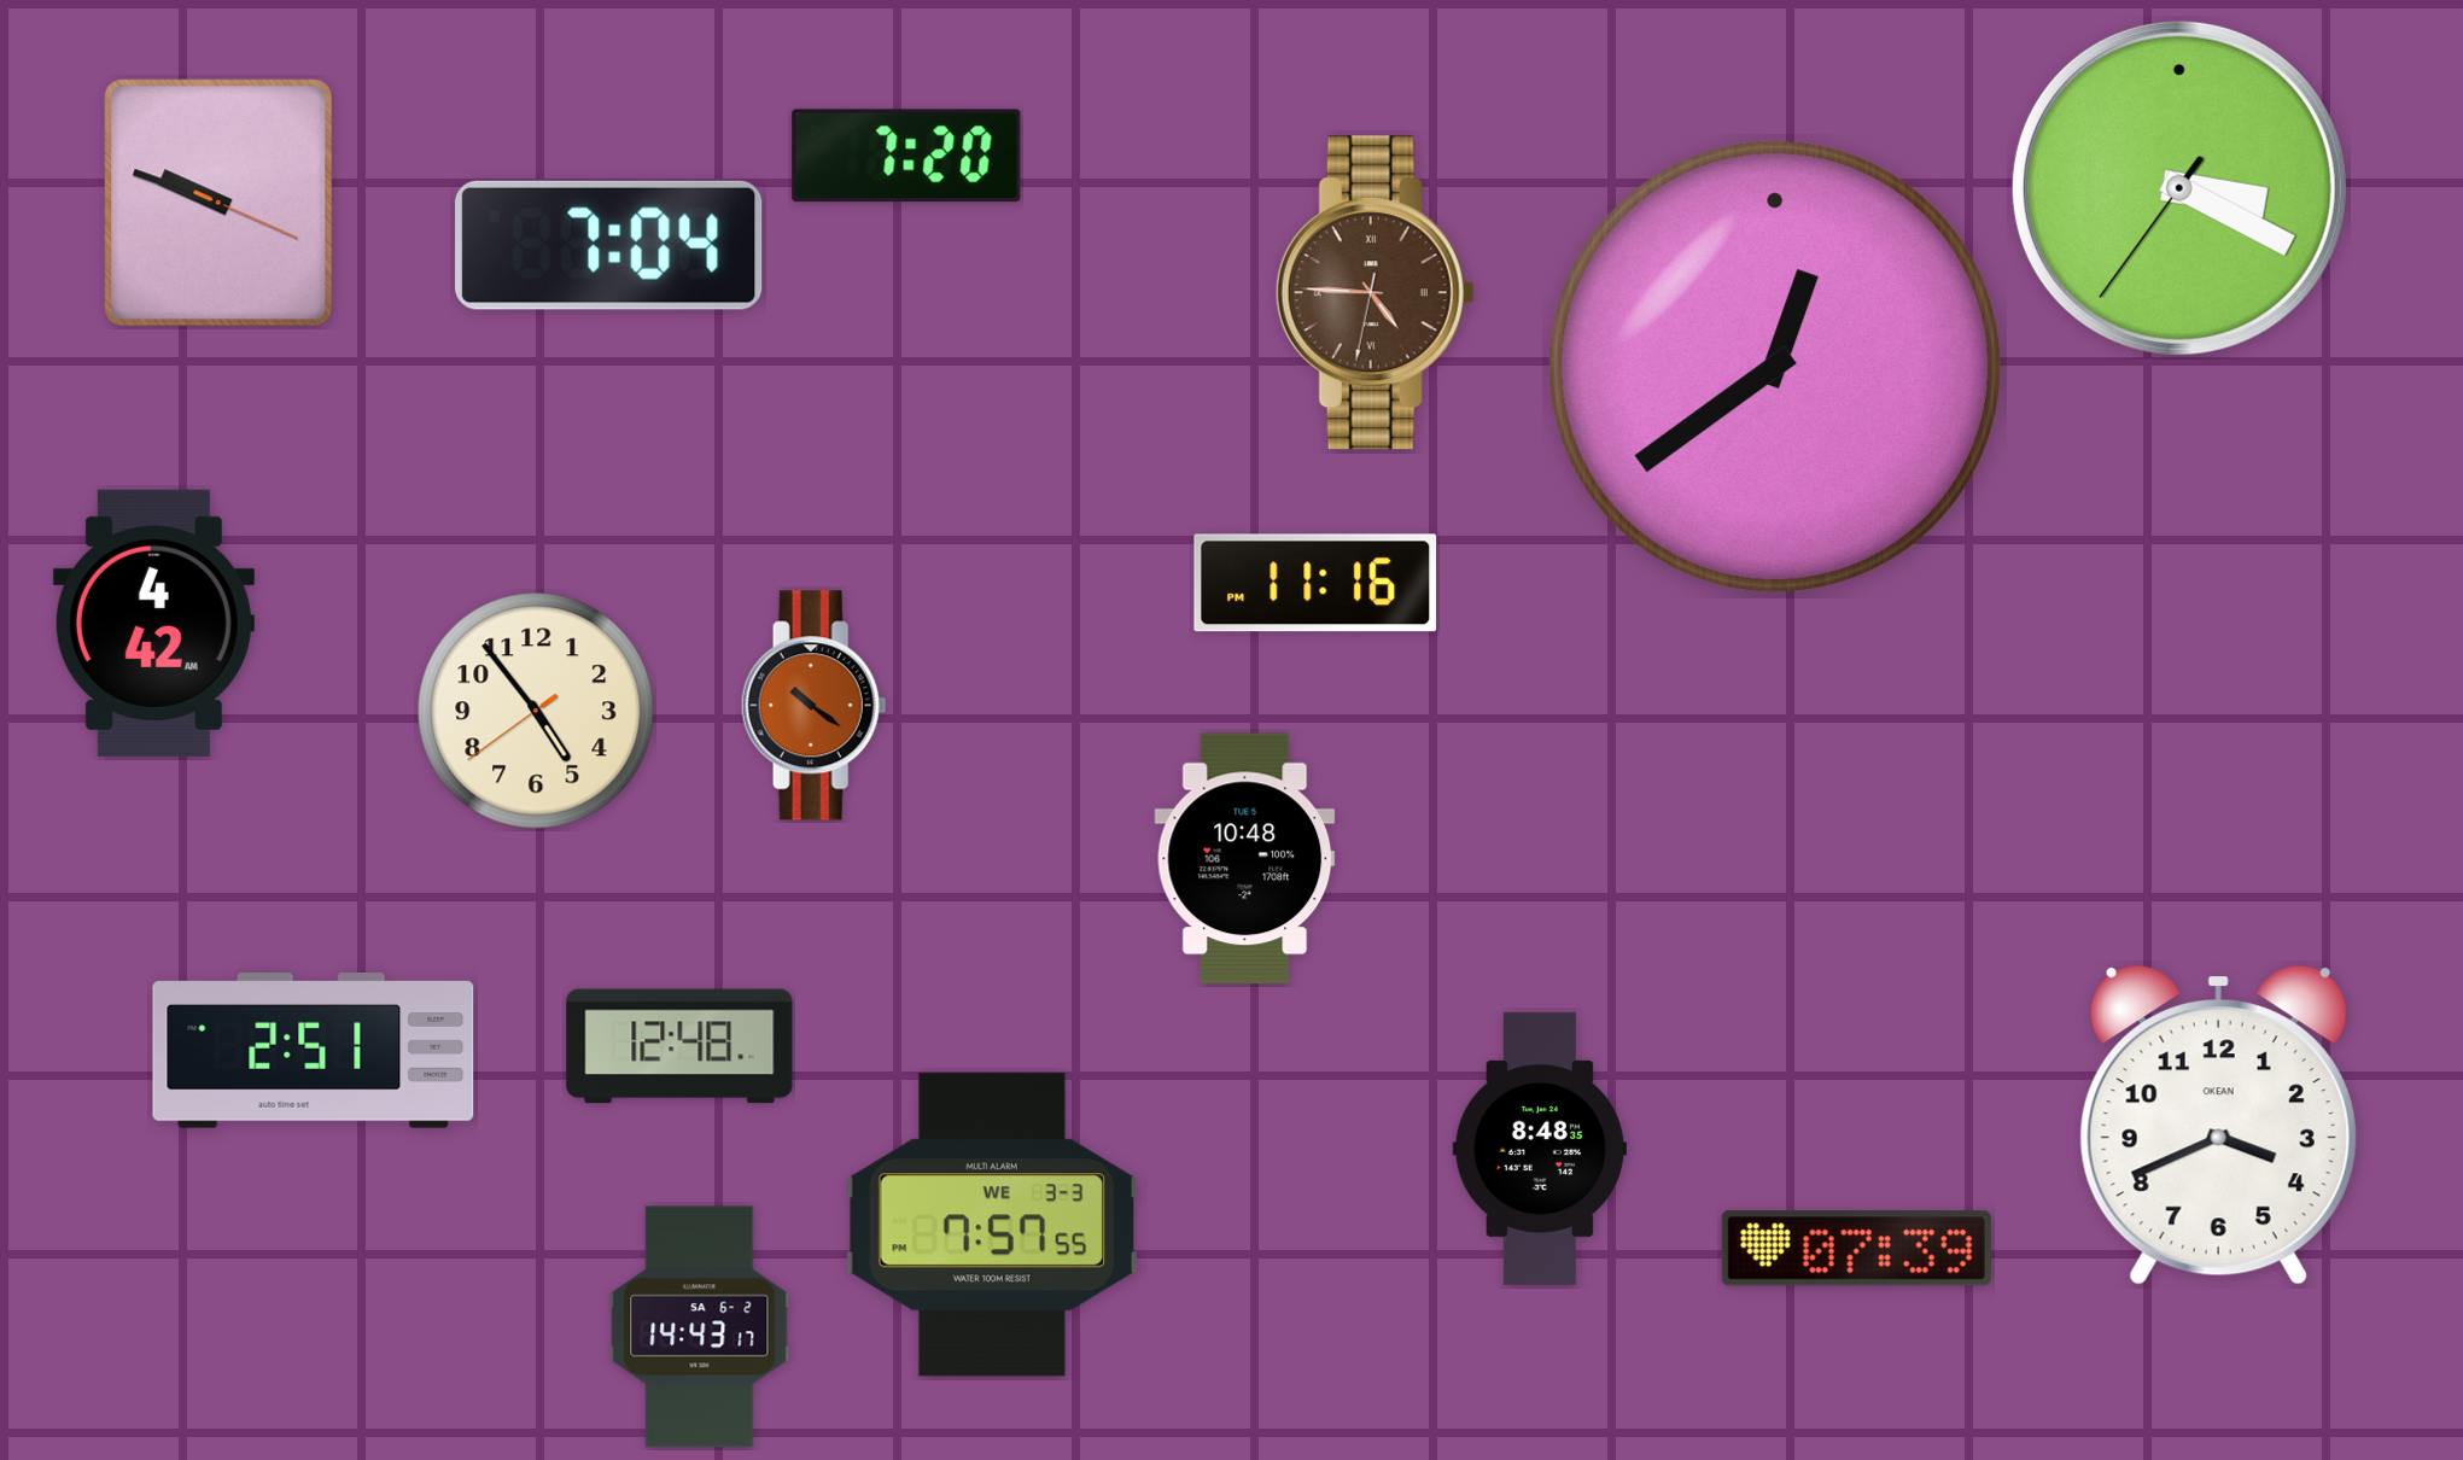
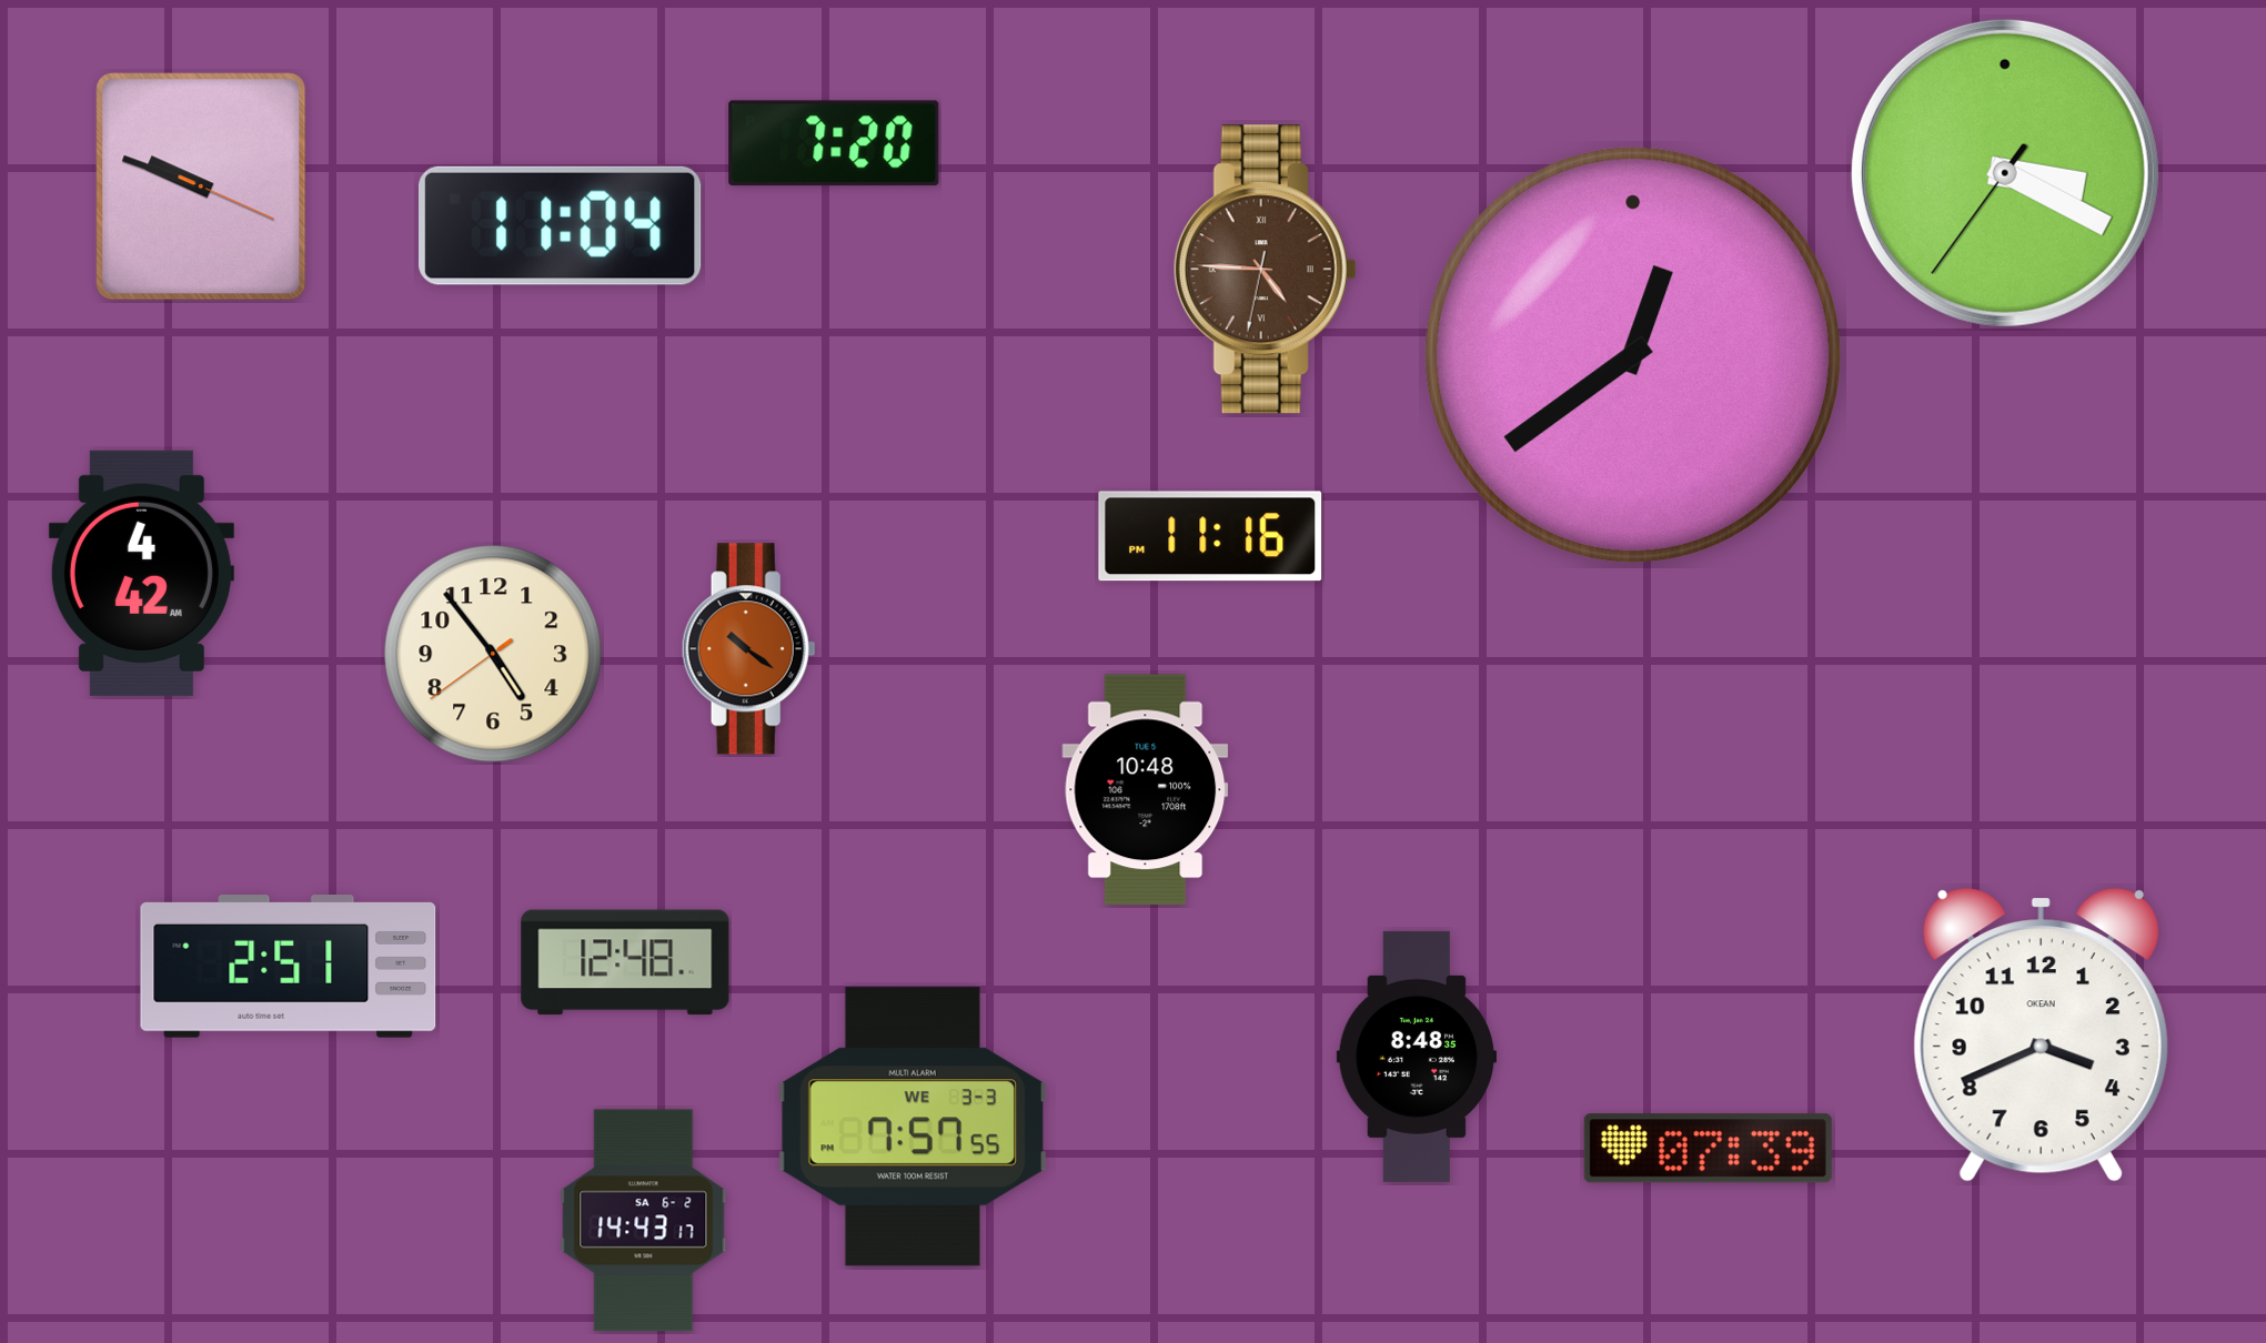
clock at (609, 245): 7:04 -> 11:04
clock at (1775, 367) position: (1775, 367) -> (1633, 355)
